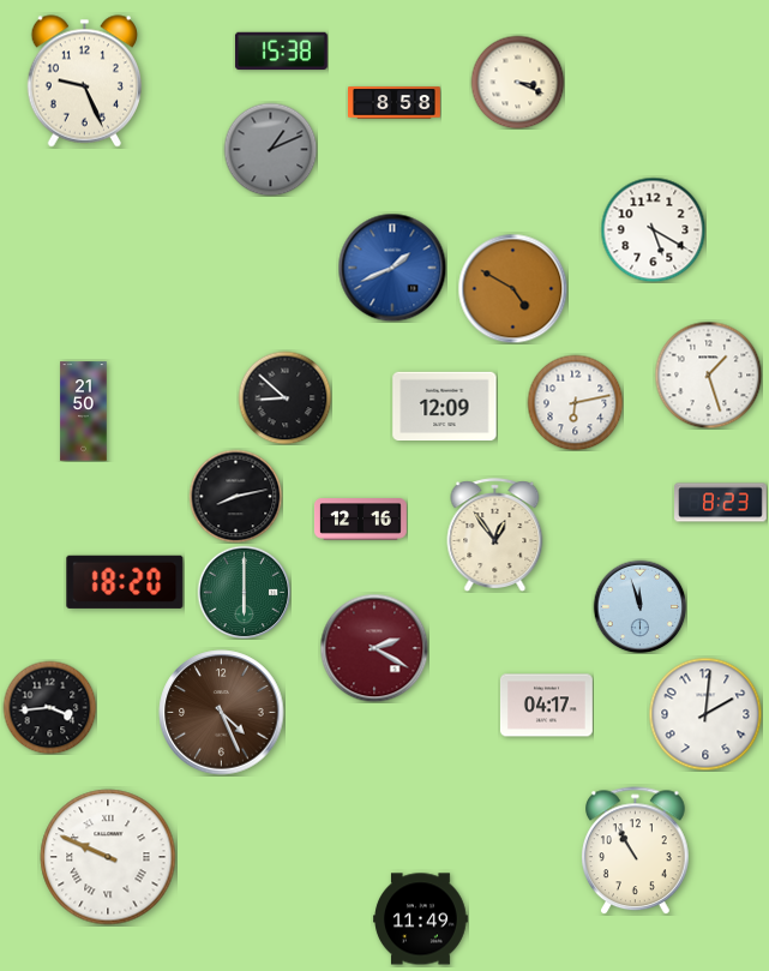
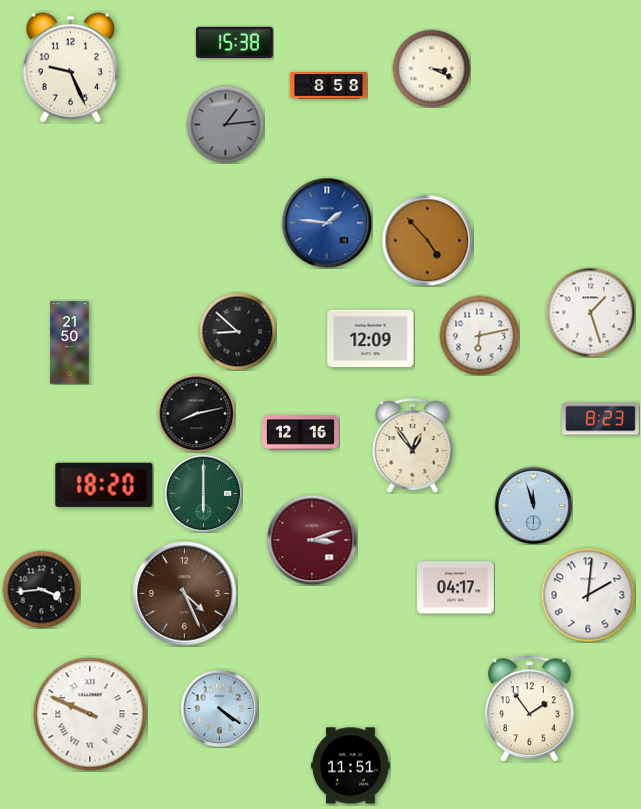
clock at (270, 149): 1:11 -> 1:14
clock at (653, 229): 5:20 -> none
clock at (392, 268): 1:41 -> 1:46
clock at (512, 288): 4:50 -> 4:53
clock at (374, 648): 2:20 -> 3:12
clock at (219, 708): none -> 4:21
clock at (636, 851): 10:55 -> 1:54
clock at (421, 919): 11:49 -> 11:51
